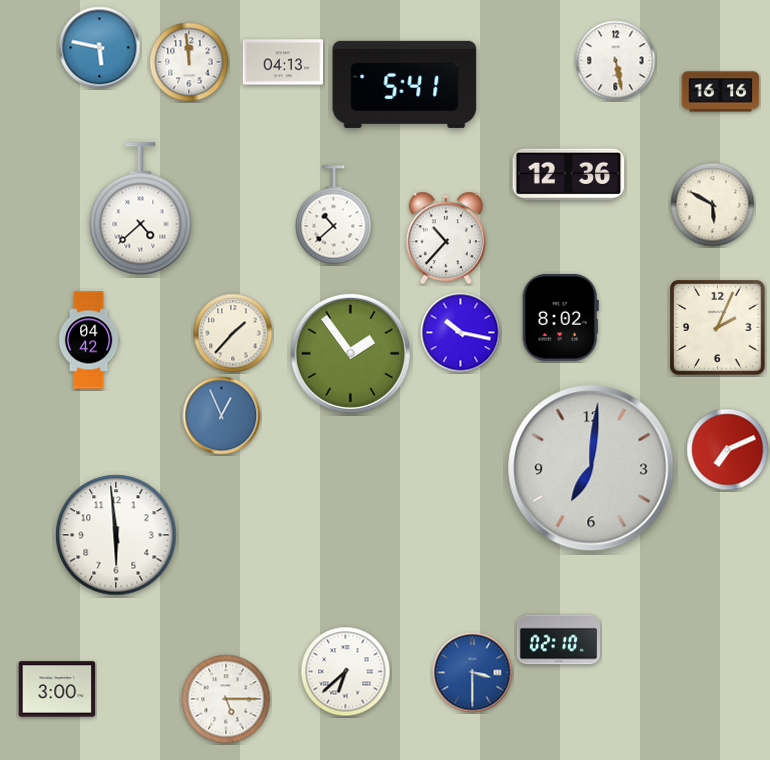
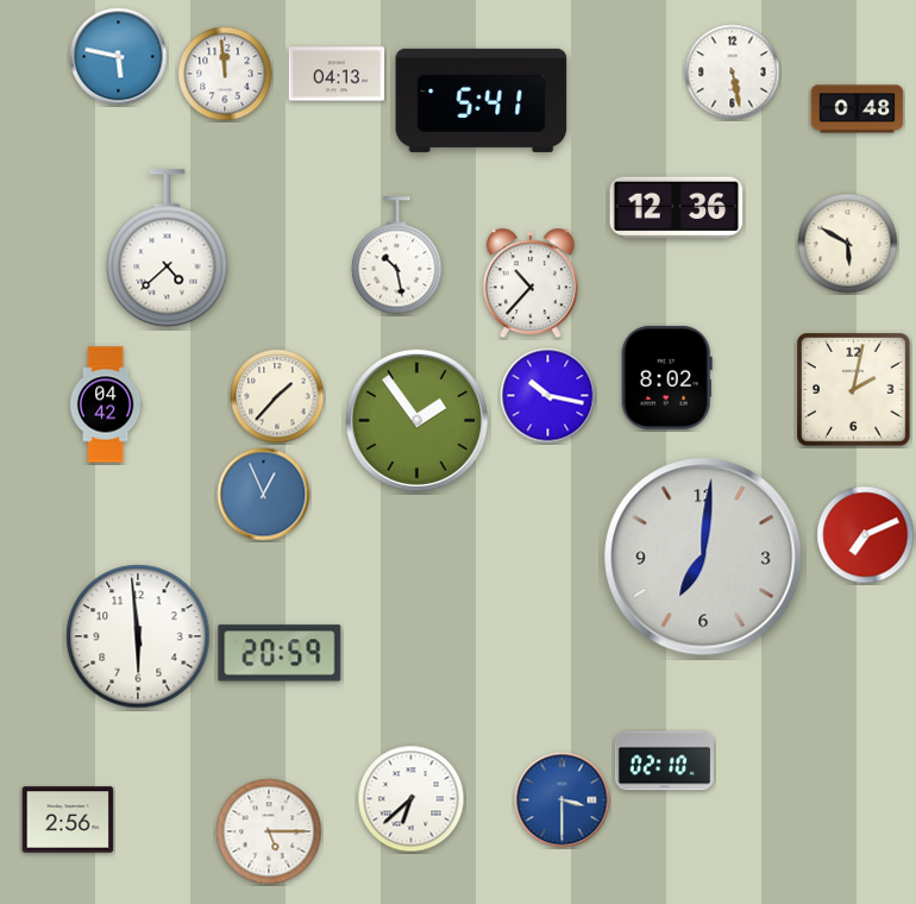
clock at (721, 92): 16:16 -> 0:48
clock at (334, 215): 10:38 -> 10:28
clock at (718, 328): 2:04 -> 2:02
clock at (280, 653): none -> 20:59
clock at (57, 689): 3:00 -> 2:56
